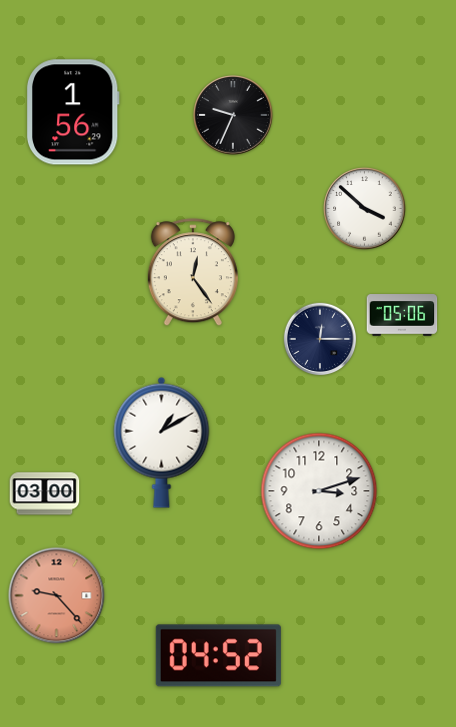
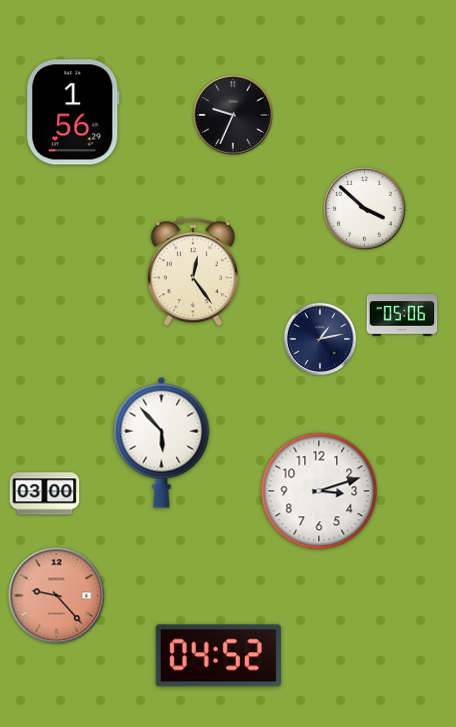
clock at (320, 339): 12:15 -> 1:13
clock at (162, 442): 1:10 -> 5:53
